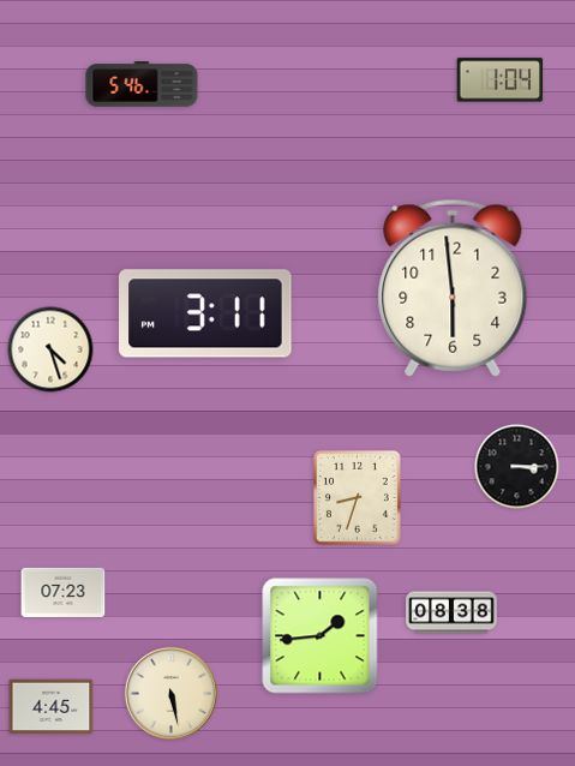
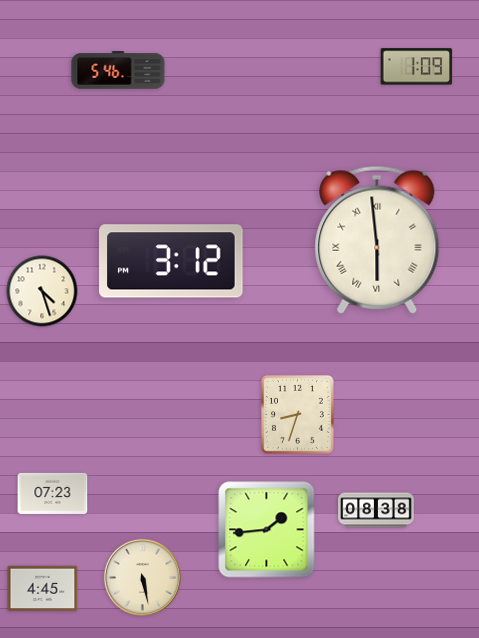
clock at (501, 80): 1:04 -> 1:09
clock at (453, 288) numerals: Arabic -> Roman
clock at (205, 313): 3:11 -> 3:12
clock at (517, 467): 3:15 -> none
